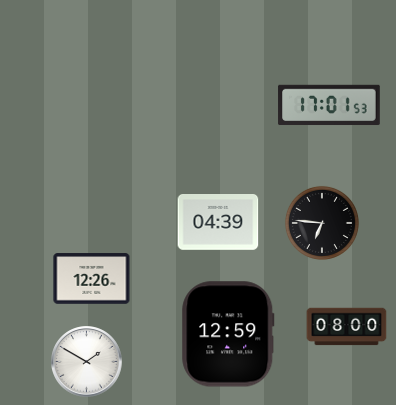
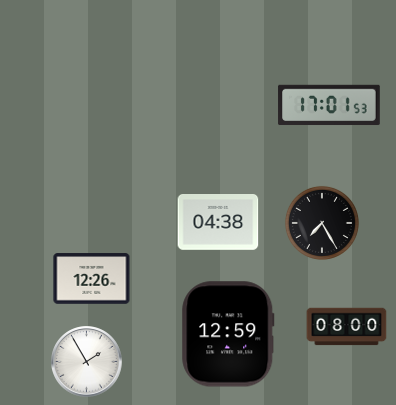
clock at (218, 223): 04:39 -> 04:38
clock at (322, 223): 6:46 -> 7:25
clock at (87, 362): 1:50 -> 1:55
